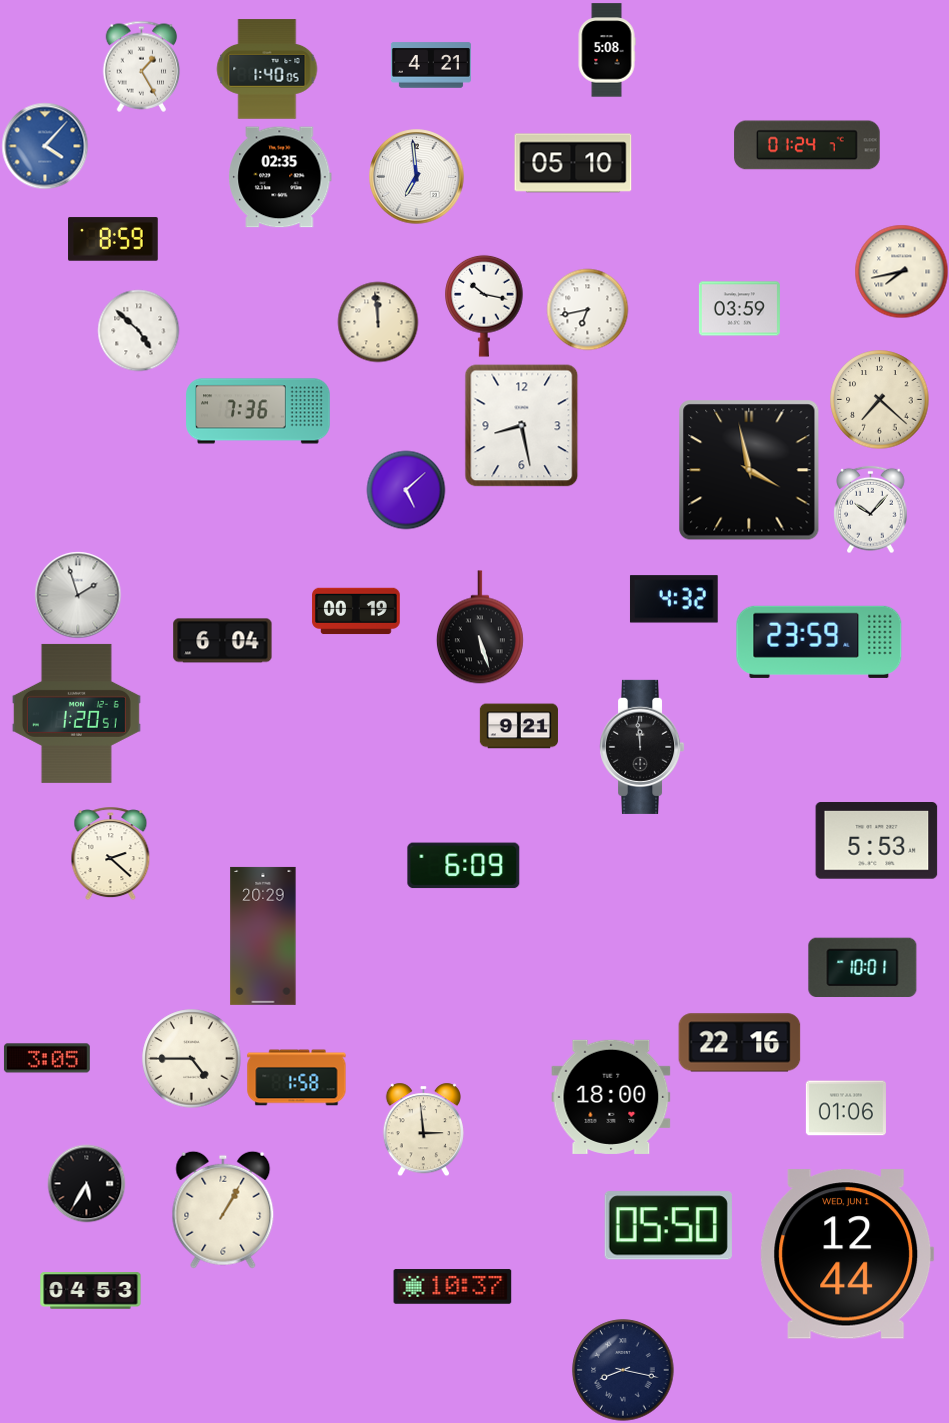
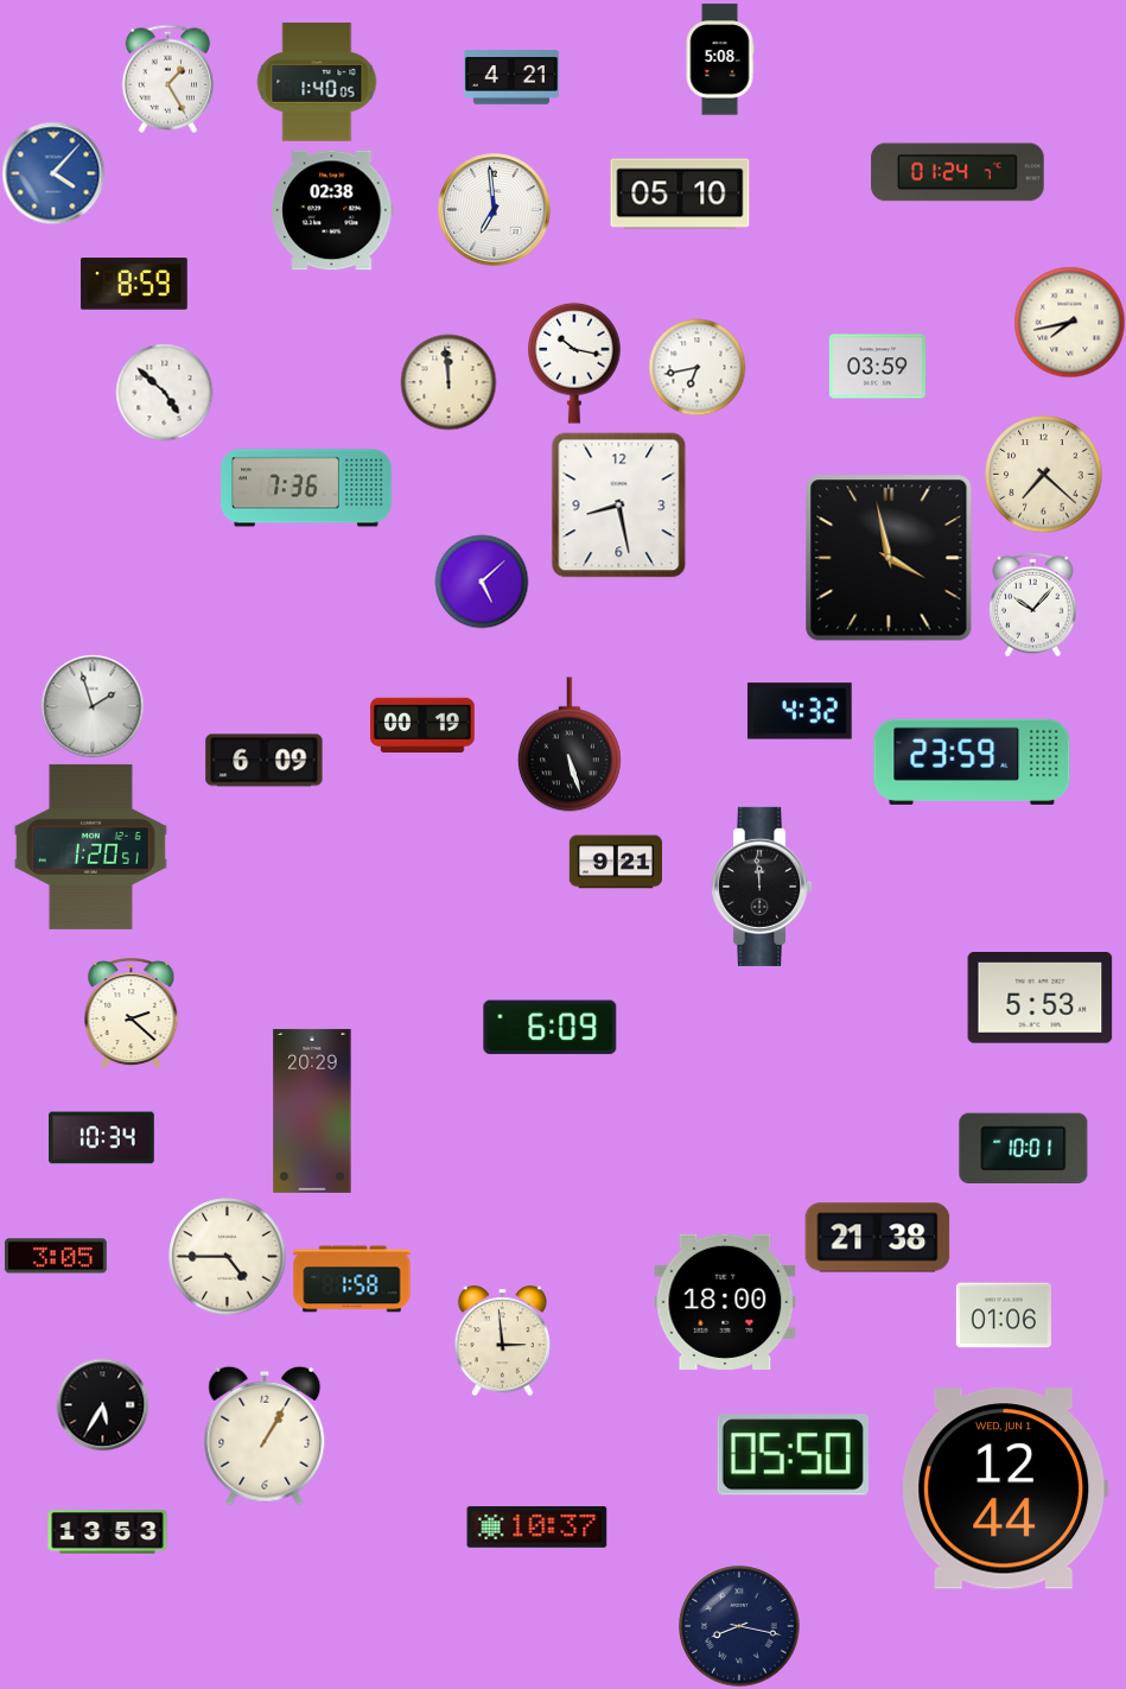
clock at (280, 177): 02:35 -> 02:38
clock at (223, 641): 6:04 -> 6:09
clock at (102, 1138): none -> 10:34
clock at (740, 1043): 22:16 -> 21:38
clock at (91, 1291): 04:53 -> 13:53
